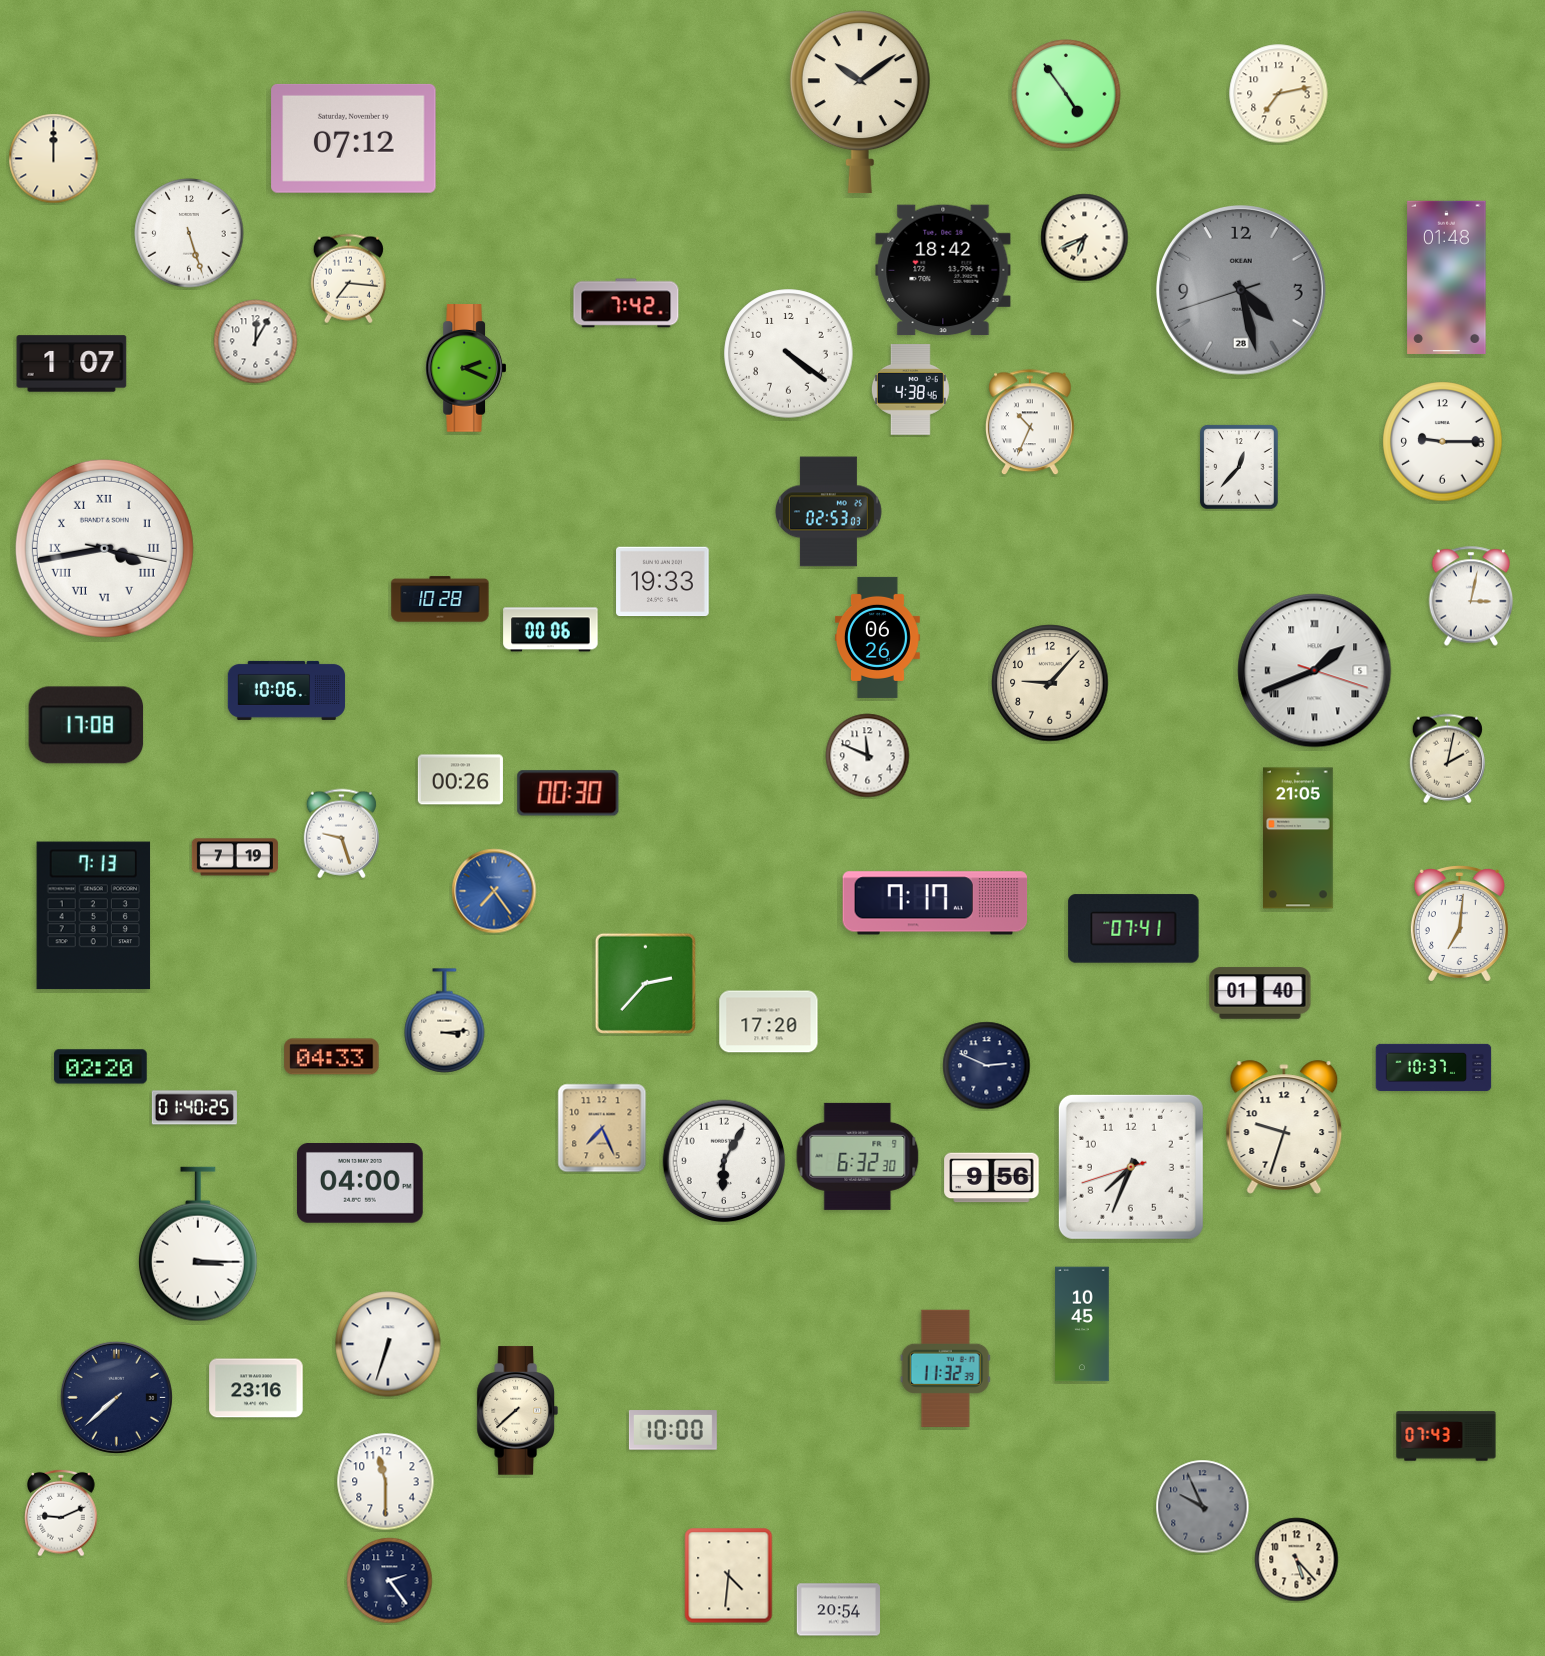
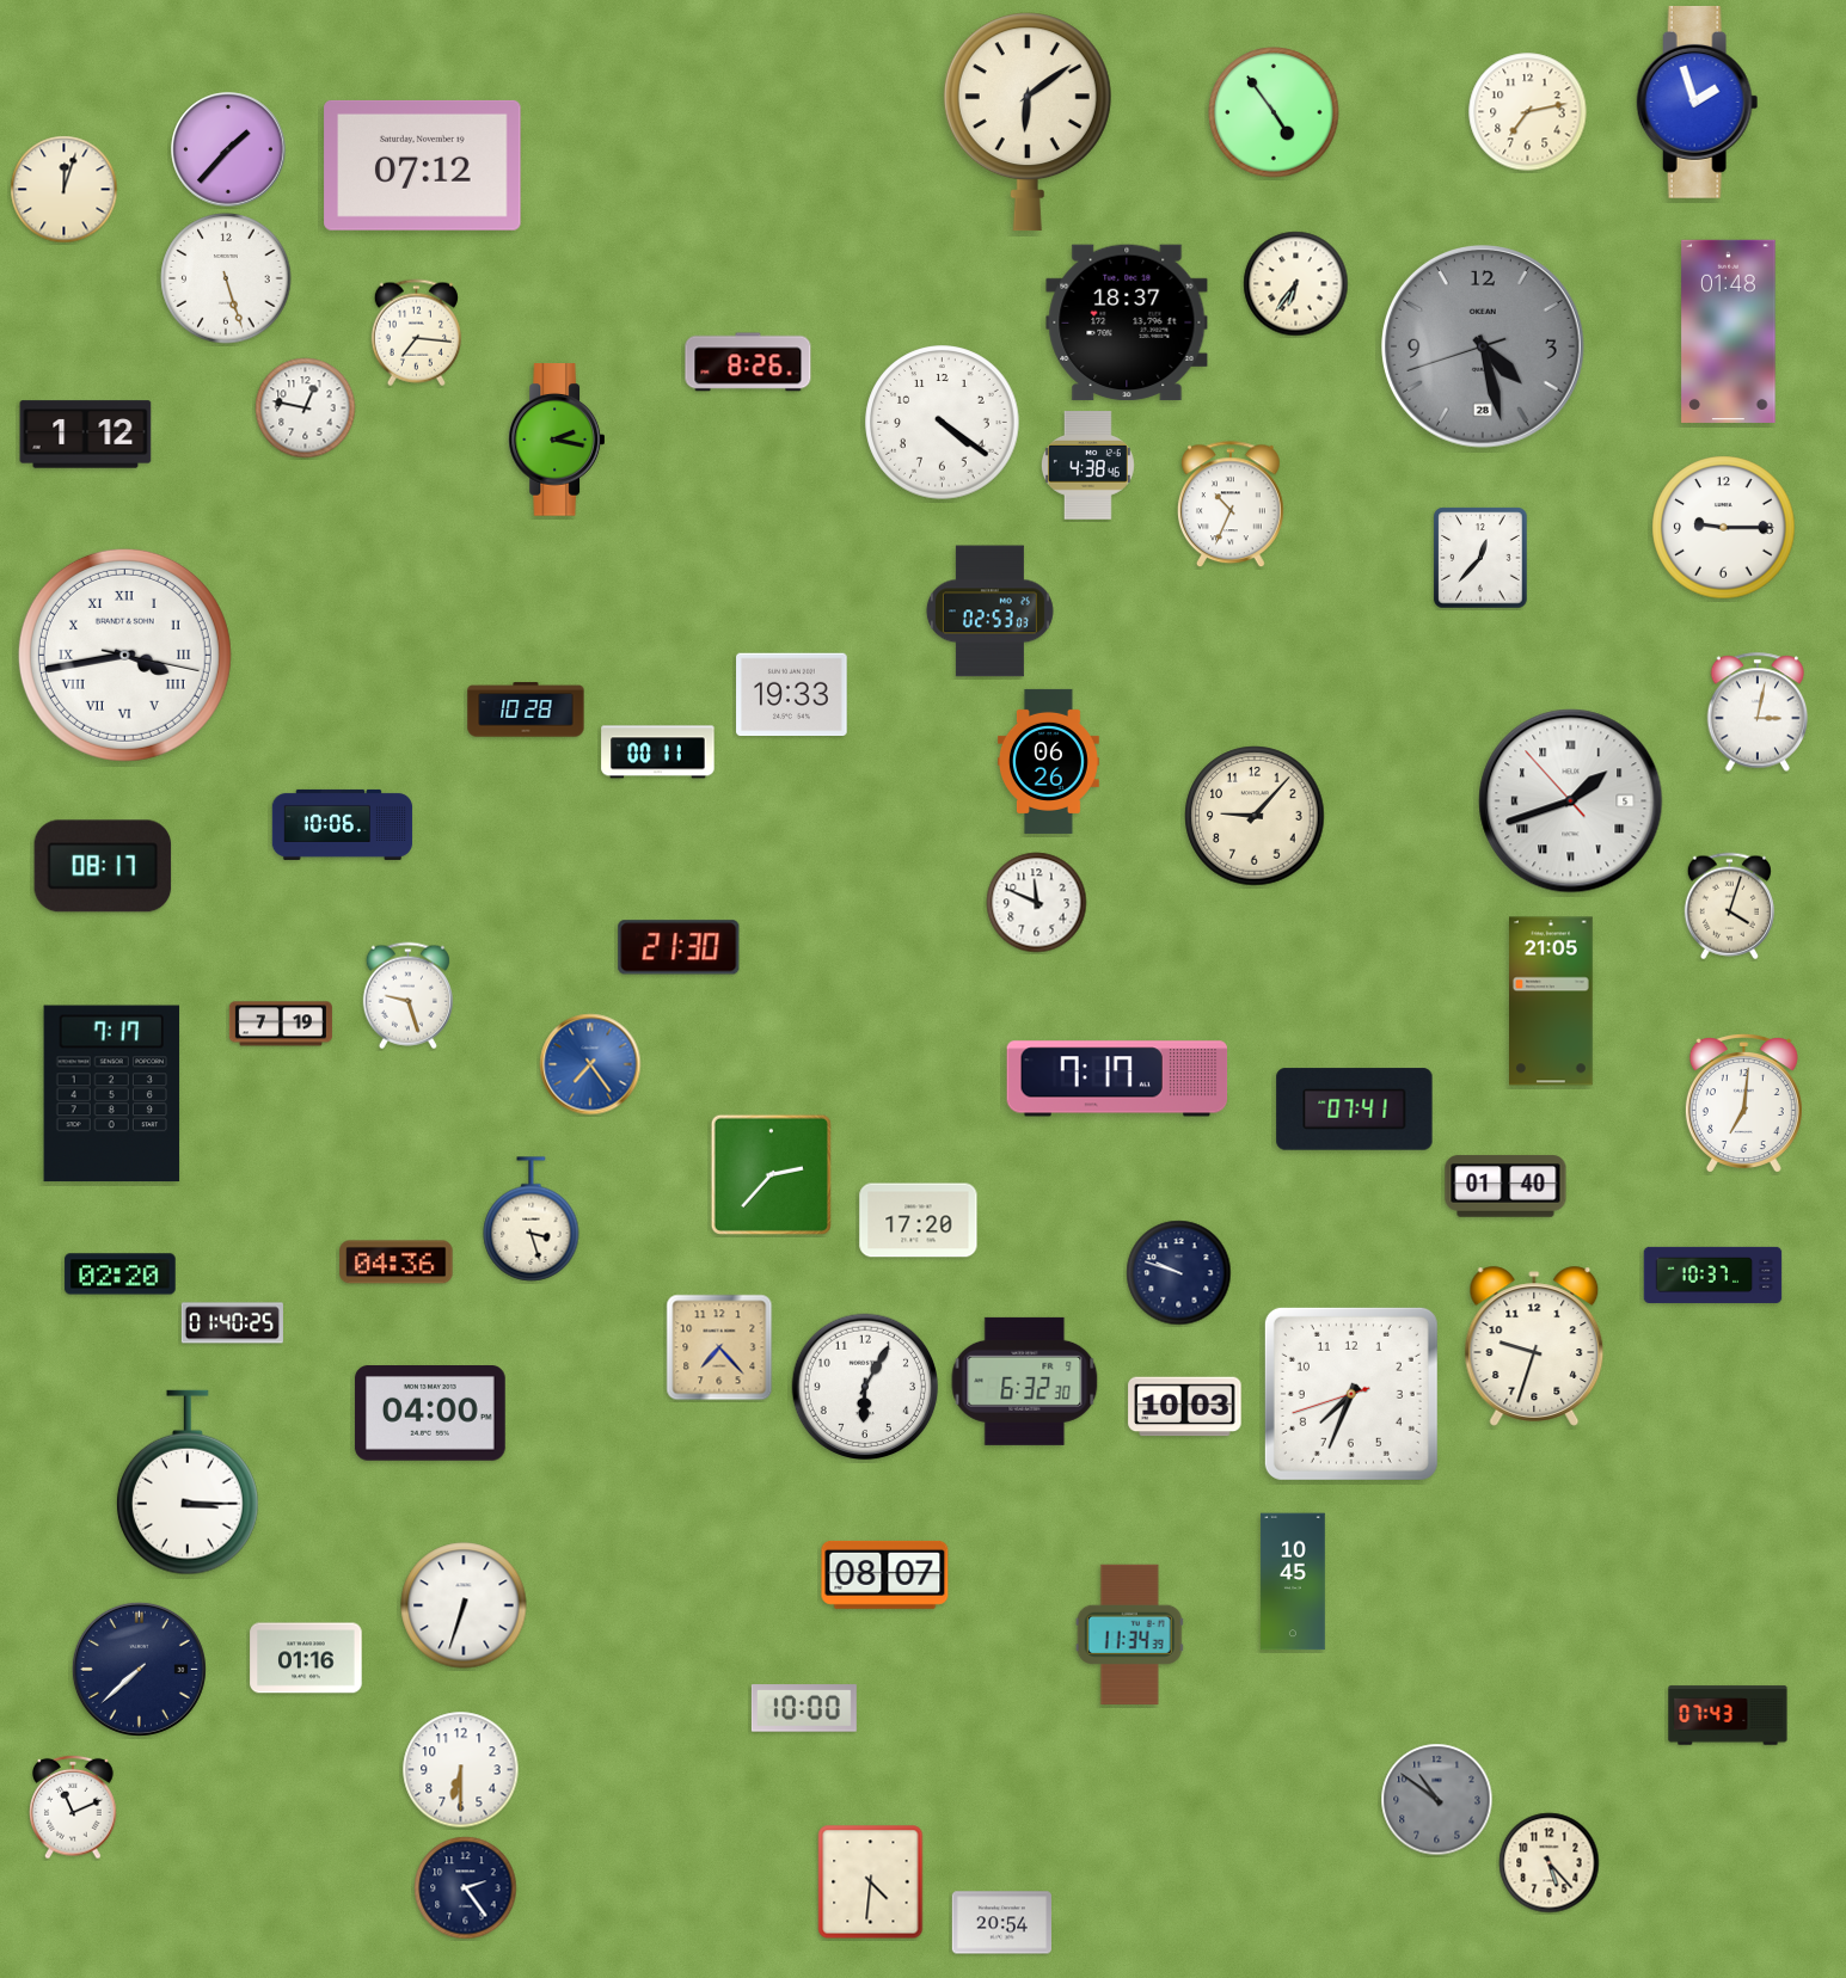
clock at (1698, 102): none -> 1:57
clock at (860, 102): 10:09 -> 6:09
clock at (228, 149): none -> 1:37
clock at (54, 159): 12:00 -> 12:03
clock at (1085, 238): 6:41 -> 6:36
clock at (943, 270): 18:42 -> 18:37
clock at (626, 303): 7:42 -> 8:26
clock at (256, 342): 12:05 -> 12:47
clock at (72, 364): 1:07 -> 1:12
clock at (465, 368): 2:19 -> 2:17
clock at (440, 599) position: (440, 599) -> (526, 709)
clock at (551, 630): 00:06 -> 00:11
clock at (1315, 671): 1:41:18 -> 1:41:53
clock at (86, 725): 17:08 -> 08:17
clock at (1447, 759): 2:02 -> 4:03
clock at (460, 780): 00:26 -> none
clock at (568, 793): 00:30 -> 21:30
clock at (94, 916): 7:13 -> 7:17
clock at (445, 1021): 3:14 -> 3:27
clock at (332, 1057): 04:33 -> 04:36
clock at (987, 1066): 2:49 -> 9:48
clock at (602, 1128): 7:26 -> 7:23
clock at (992, 1178): 9:56 -> 10:03
clock at (198, 1244) position: (198, 1244) -> (188, 1482)
clock at (885, 1574): none -> 08:07
clock at (945, 1368): 11:32 -> 11:34
clock at (256, 1388): 23:16 -> 01:16
clock at (517, 1411): 7:38 -> none
clock at (386, 1482): 11:30 -> 6:30
clock at (1203, 1507): 9:56 -> 10:51
clock at (61, 1513): 9:11 -> 11:11
